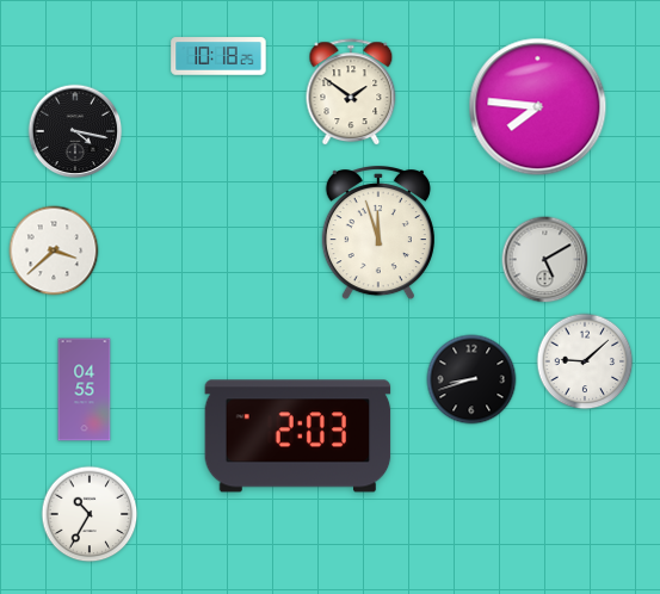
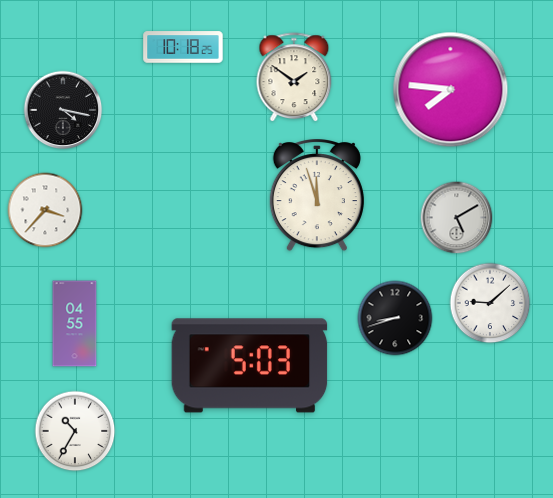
clock at (54, 250): 3:38 -> 3:37
clock at (85, 390) position: (85, 390) -> (75, 324)
clock at (298, 437): 2:03 -> 5:03
